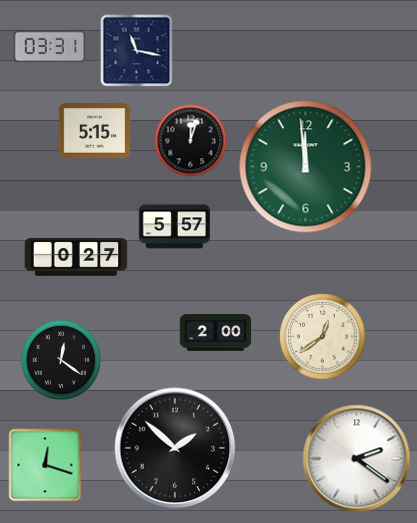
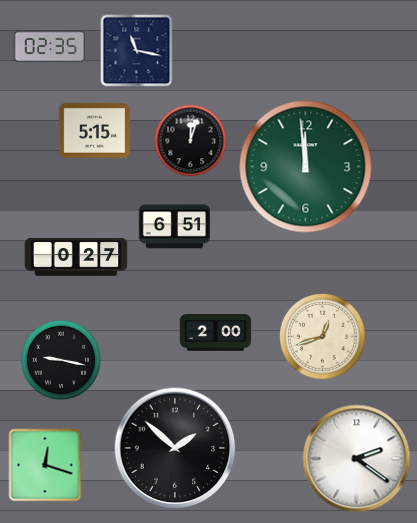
clock at (50, 47): 03:31 -> 02:35
clock at (175, 227): 5:57 -> 6:51
clock at (323, 337): 12:39 -> 12:42
clock at (61, 360): 12:21 -> 9:17
